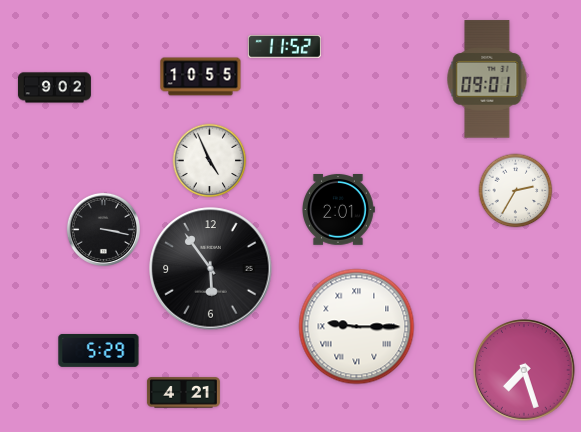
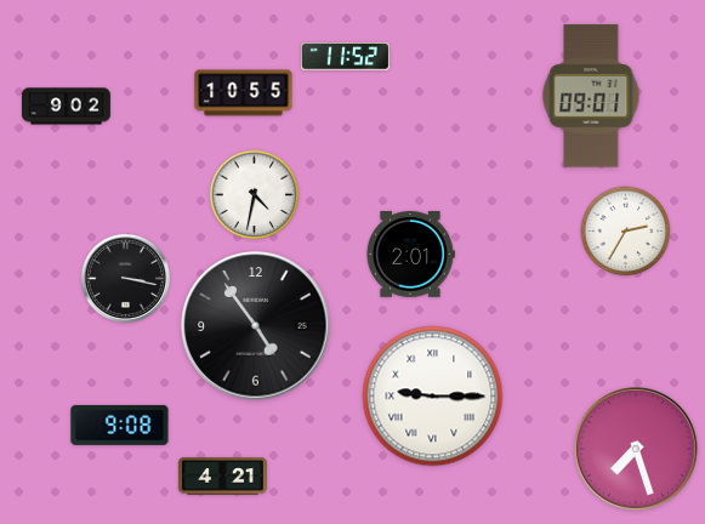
clock at (210, 161): 4:56 -> 4:32
clock at (211, 269): 5:54 -> 4:54
clock at (99, 350): 5:29 -> 9:08
